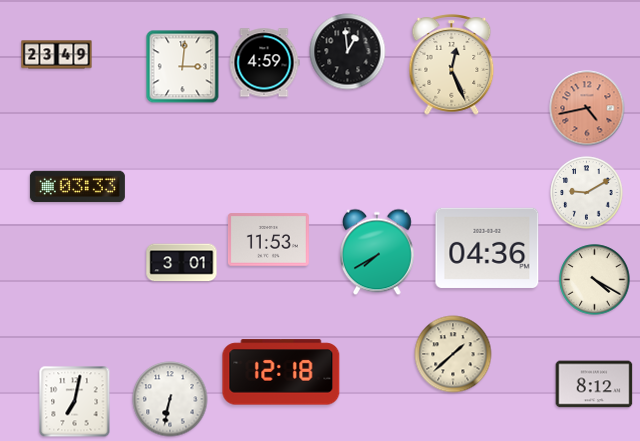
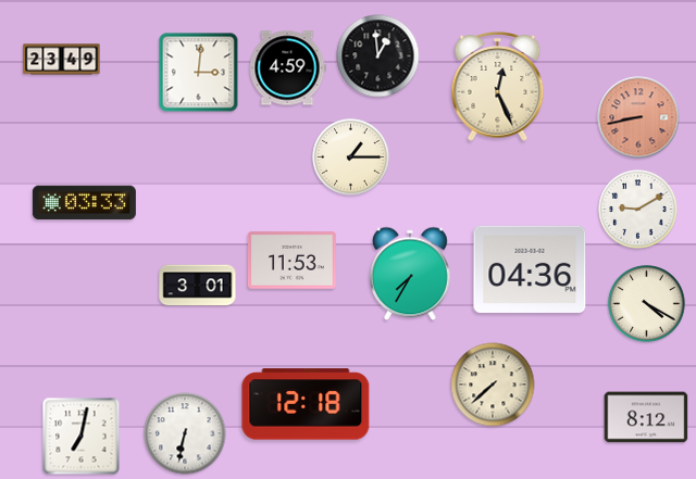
clock at (452, 65) position: (452, 65) -> (498, 87)
clock at (587, 108): 4:43 -> 8:43
clock at (351, 157): none -> 1:15
clock at (378, 252): 7:40 -> 7:35
clock at (453, 354): 1:38 -> 7:38
